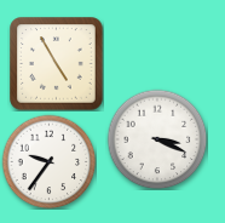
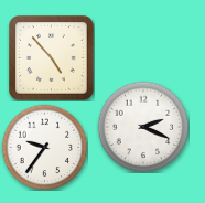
clock at (57, 64): 4:55 -> 4:53
clock at (157, 139): 3:19 -> 2:19
